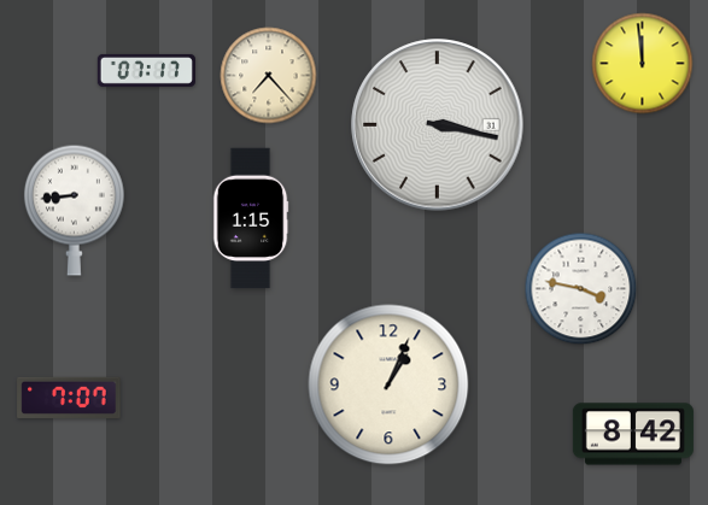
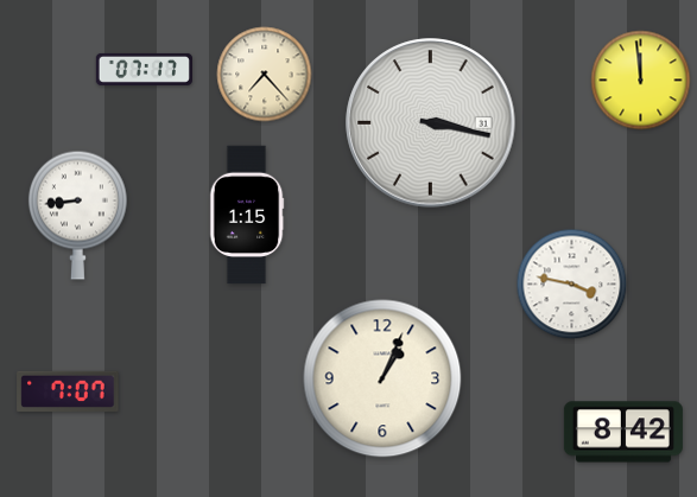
clock at (643, 64) position: (643, 64) -> (641, 81)
clock at (74, 210) position: (74, 210) -> (77, 215)
clock at (633, 434) position: (633, 434) -> (623, 432)
